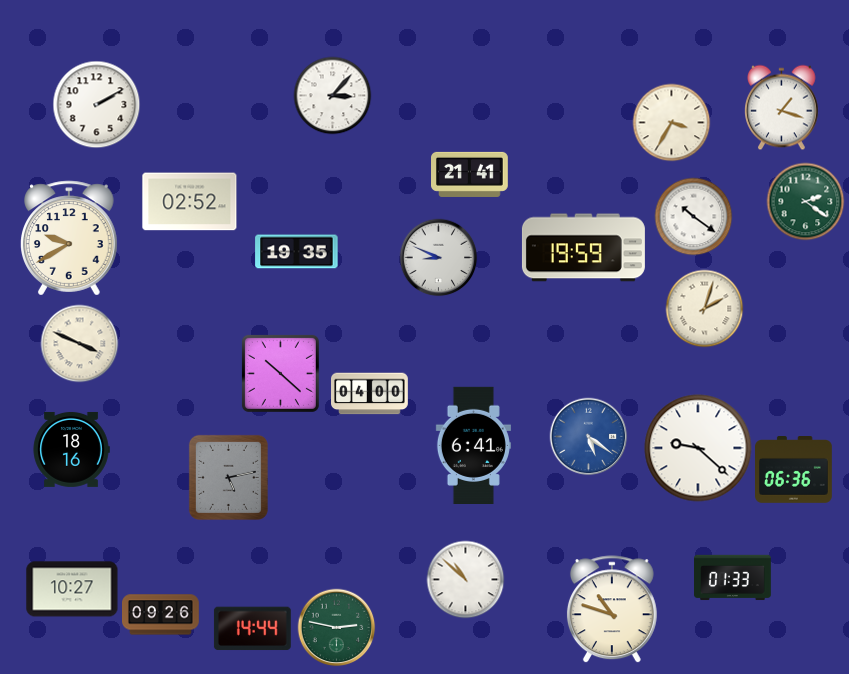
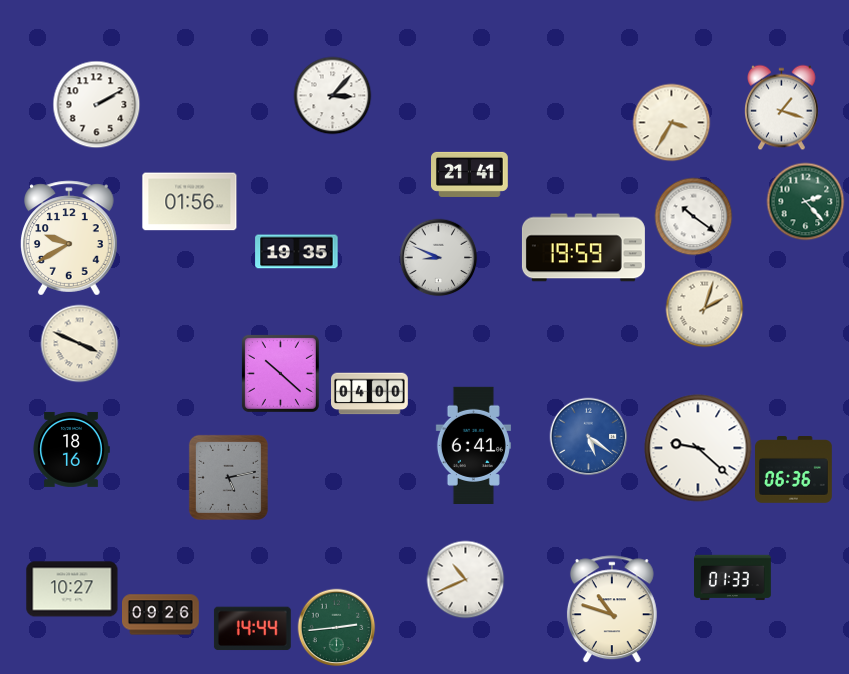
clock at (805, 201): 2:21 -> 2:23
clock at (190, 202): 02:52 -> 01:56
clock at (465, 579): 10:52 -> 10:41
clock at (336, 627): 2:47 -> 2:44
